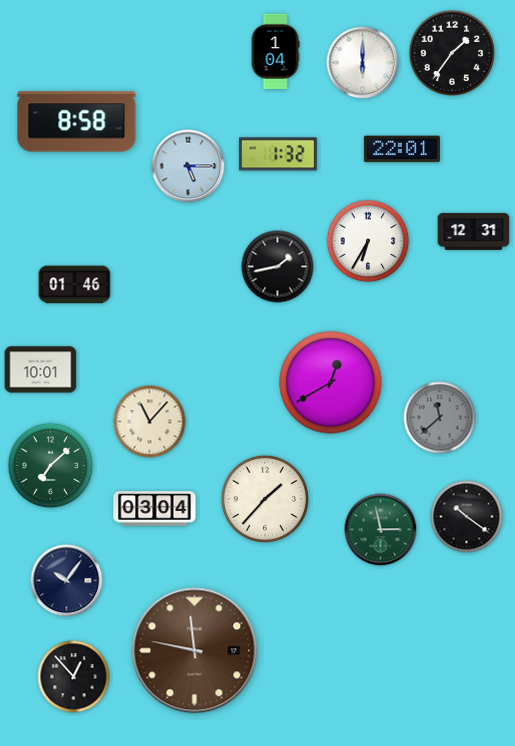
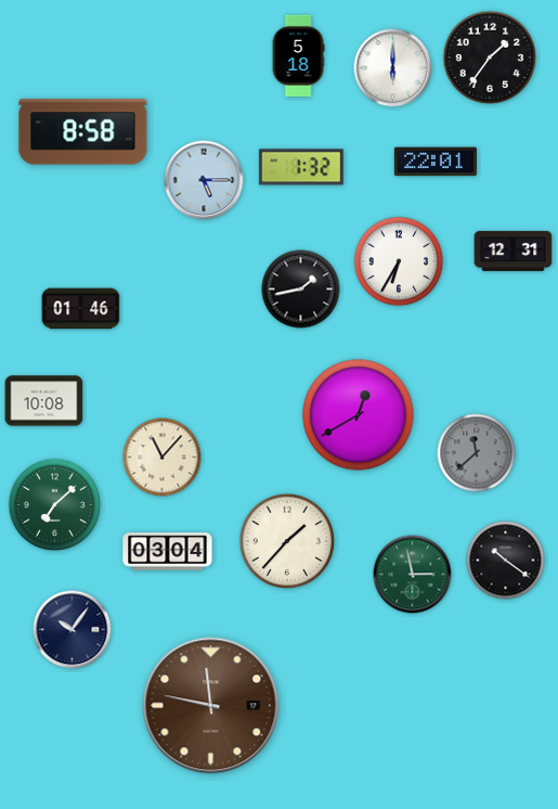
clock at (275, 51): 1:04 -> 5:18
clock at (41, 370): 10:01 -> 10:08
clock at (74, 677): 12:53 -> none
